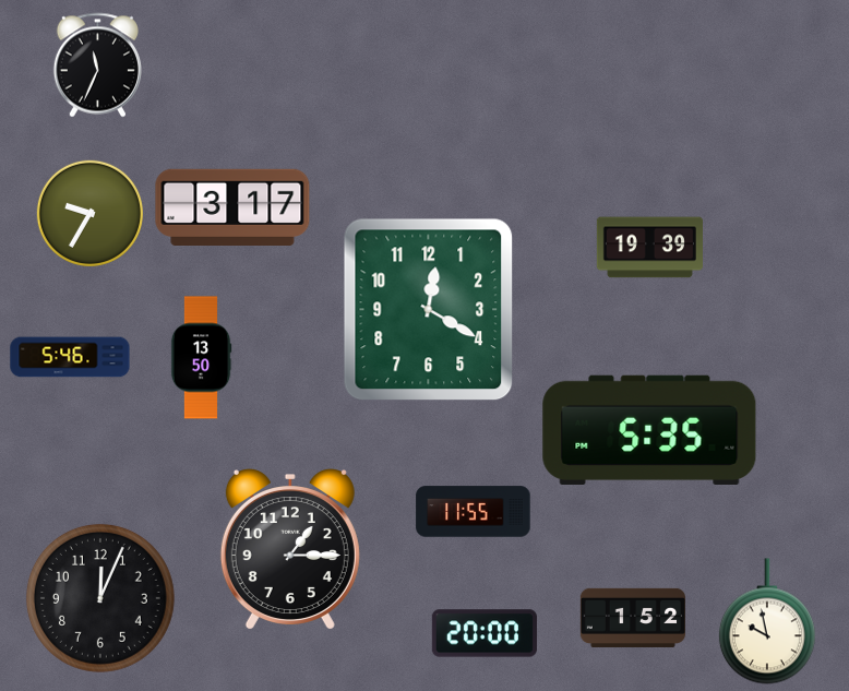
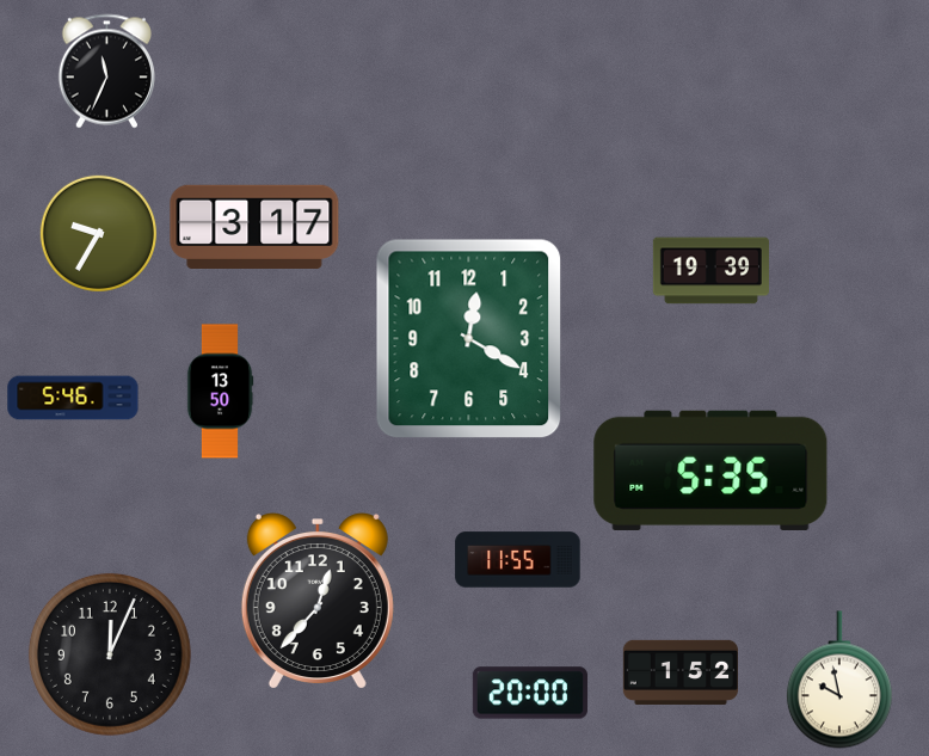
clock at (70, 357) position: (70, 357) -> (73, 398)
clock at (290, 549): 1:15 -> 12:37
clock at (632, 618) position: (632, 618) -> (679, 672)
